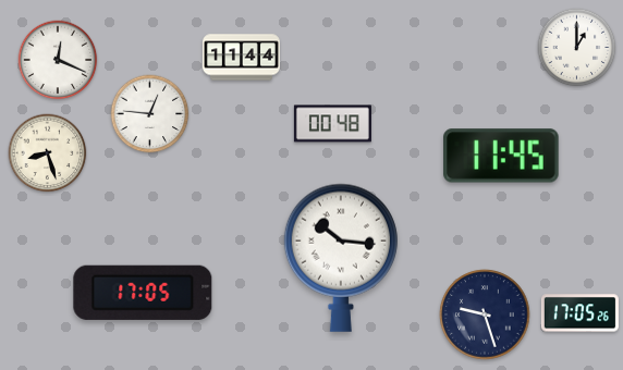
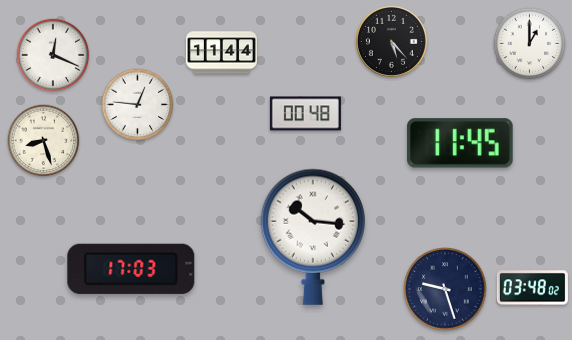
clock at (391, 41): none -> 5:23
clock at (143, 293): 17:05 -> 17:03
clock at (579, 313): 17:05 -> 03:48
